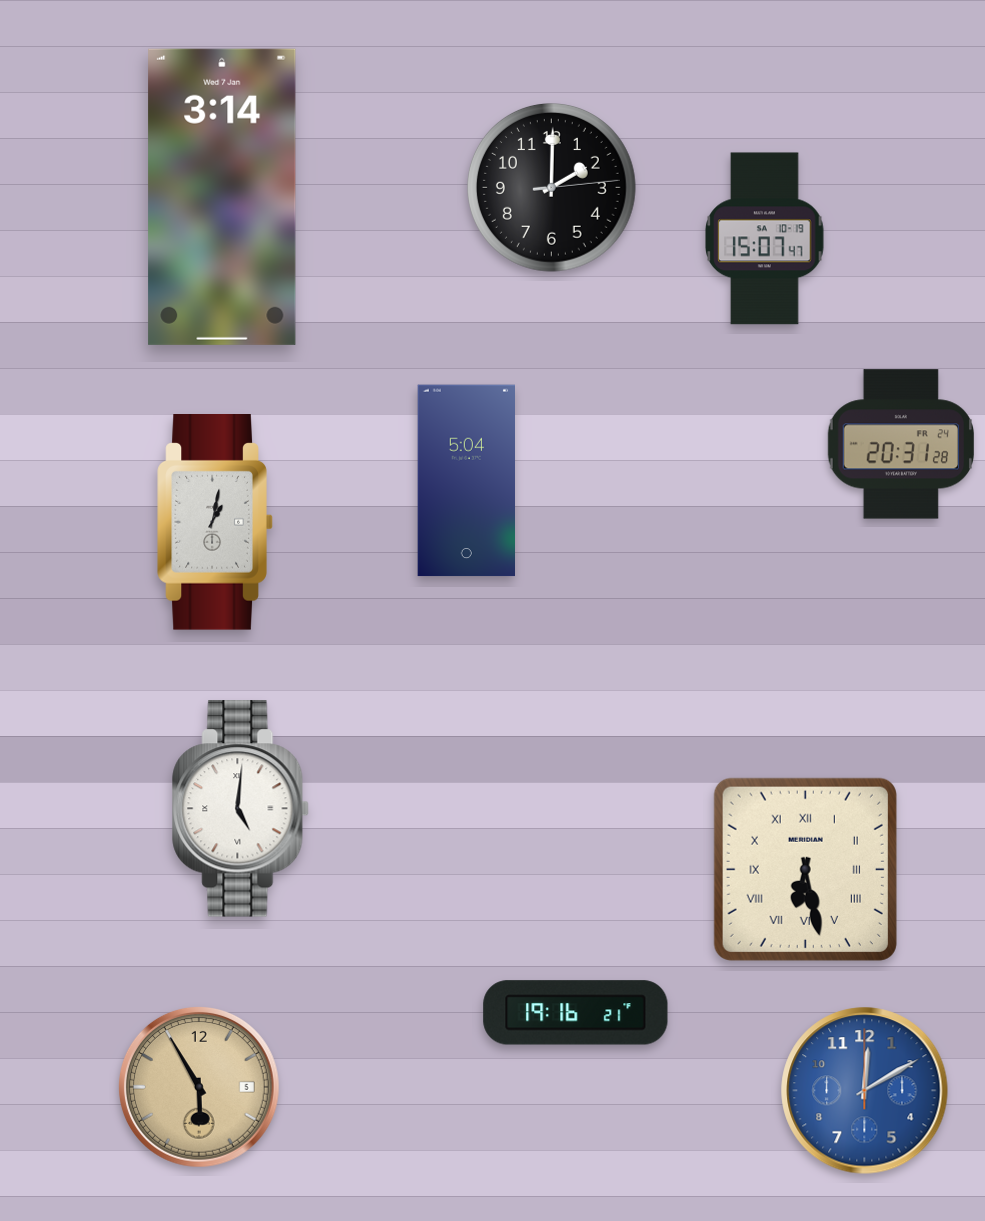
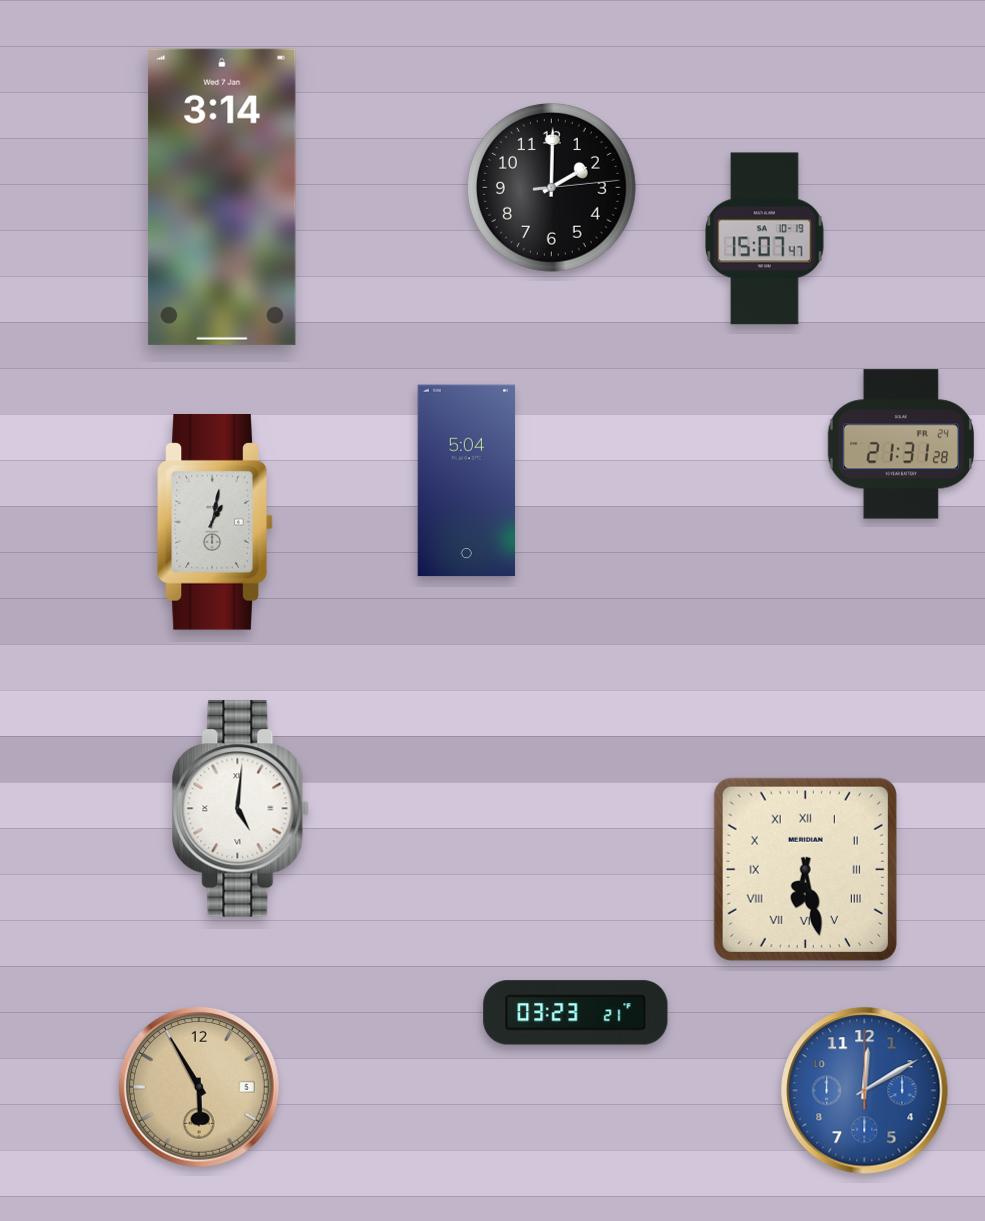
clock at (900, 444): 20:31 -> 21:31
clock at (576, 1013): 19:16 -> 03:23
